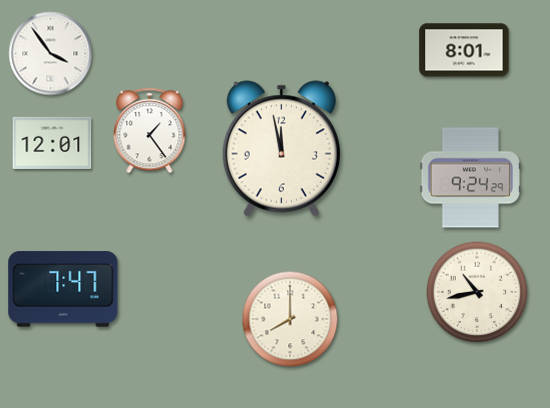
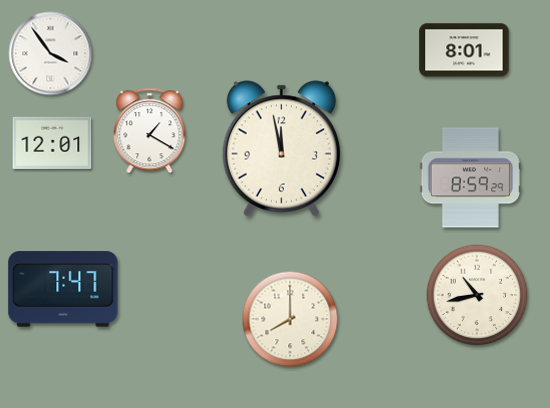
clock at (150, 131): 1:24 -> 1:20
clock at (470, 178): 9:24 -> 8:59
clock at (477, 292) position: (477, 292) -> (477, 295)
